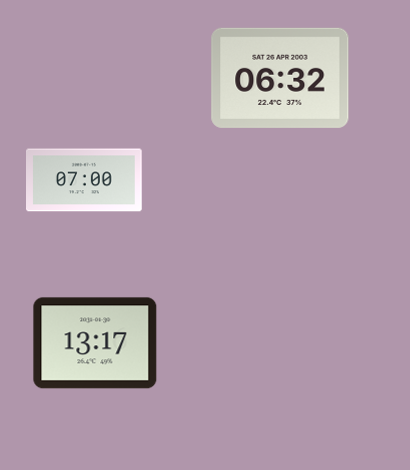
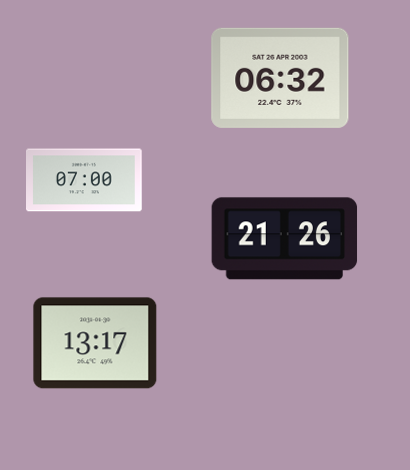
clock at (285, 239): none -> 21:26
